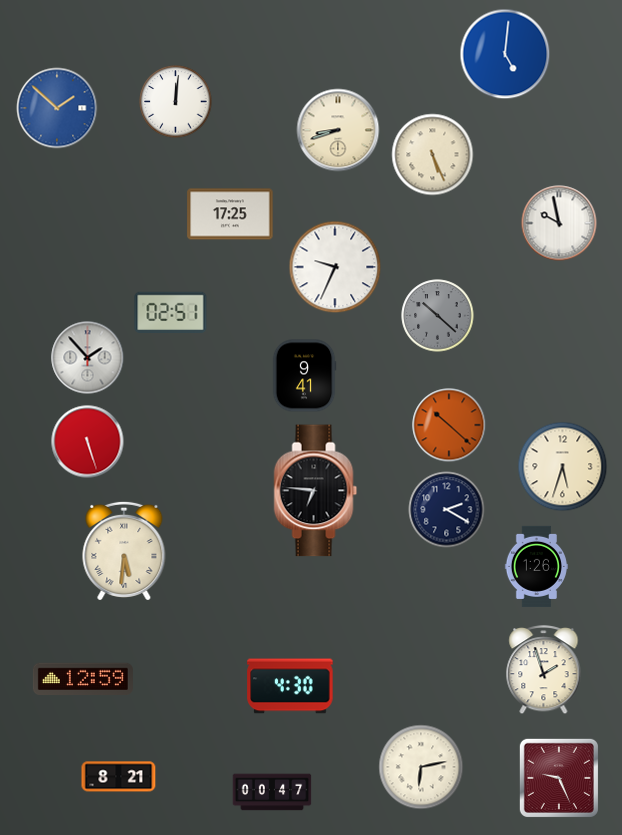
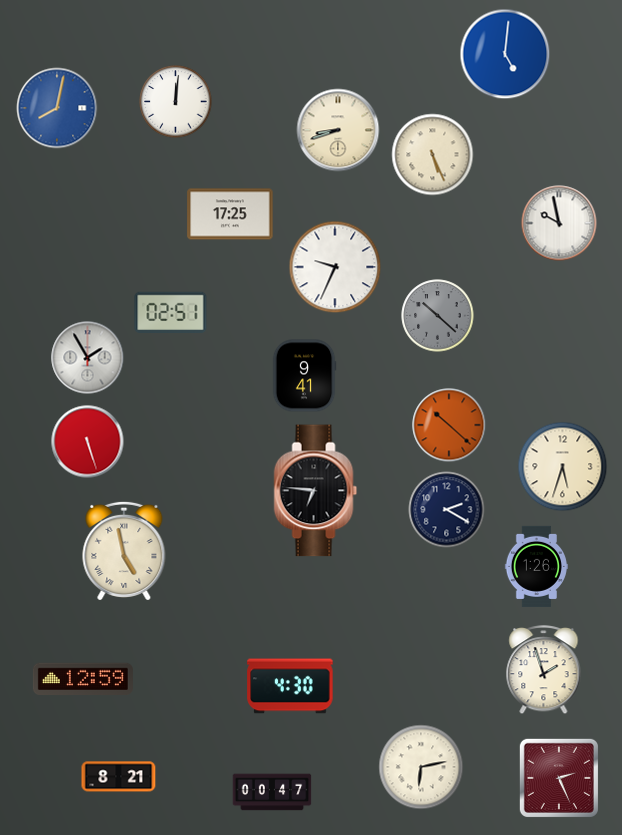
clock at (57, 108): 1:52 -> 8:02
clock at (88, 358): 1:53 -> 1:55
clock at (124, 551): 5:31 -> 4:58
clock at (559, 778): 9:26 -> 2:26
